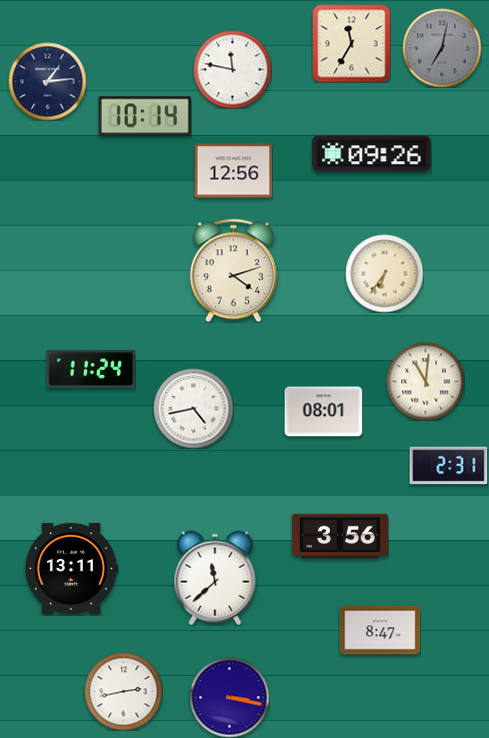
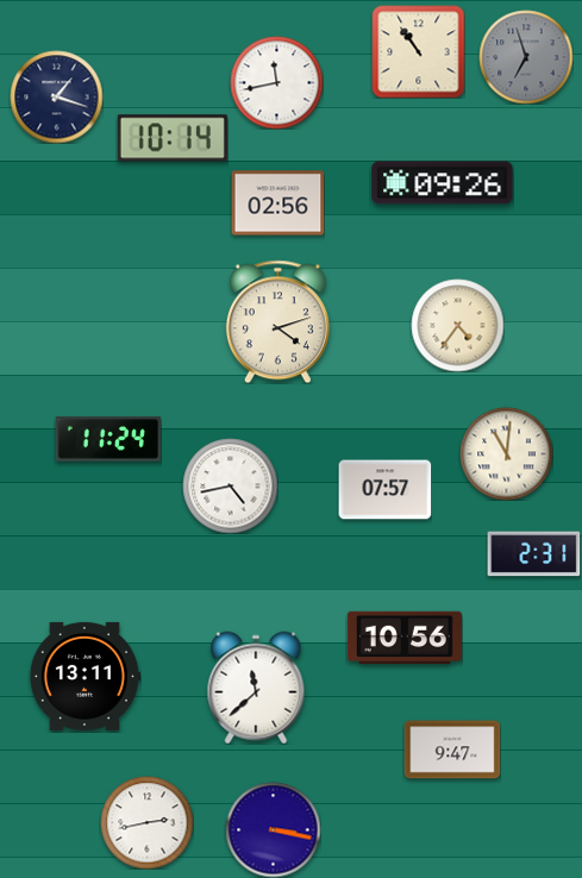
clock at (351, 43): 11:35 -> 10:54
clock at (442, 48): 7:02 -> 6:57
clock at (232, 69): 11:47 -> 11:43
clock at (47, 81): 1:14 -> 1:18
clock at (233, 171): 12:56 -> 02:56
clock at (384, 273): 6:36 -> 4:36
clock at (323, 412): 08:01 -> 07:57
clock at (340, 536): 3:56 -> 10:56
clock at (380, 630): 8:47 -> 9:47
